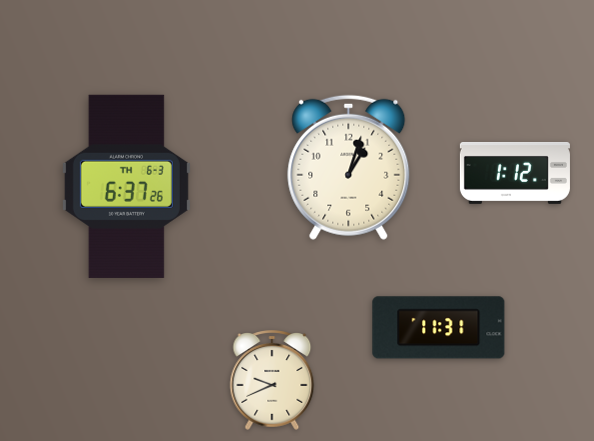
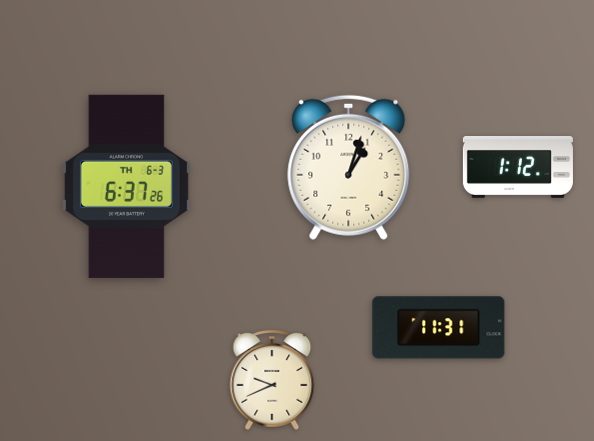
clock at (515, 173) position: (515, 173) -> (518, 167)
